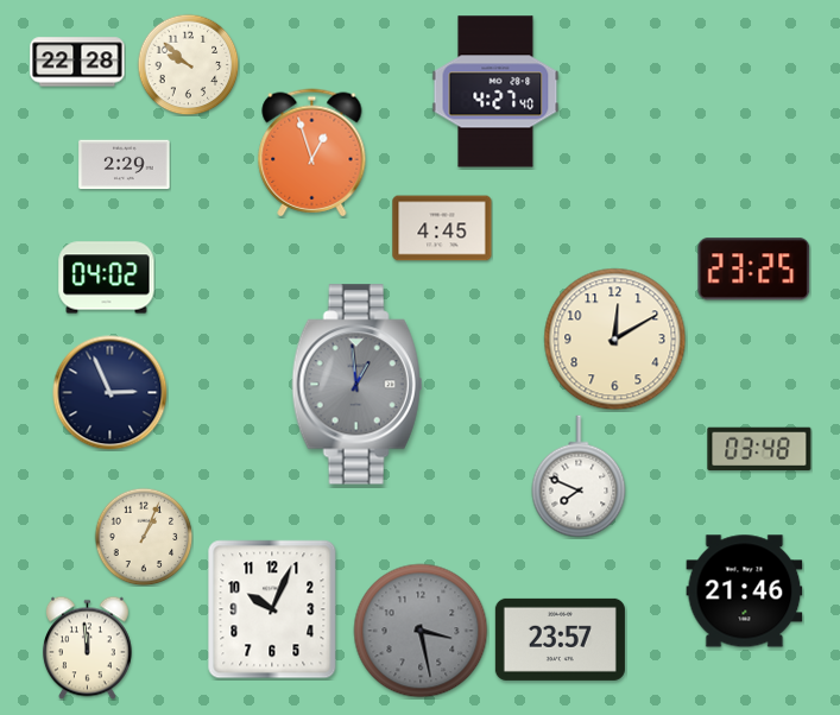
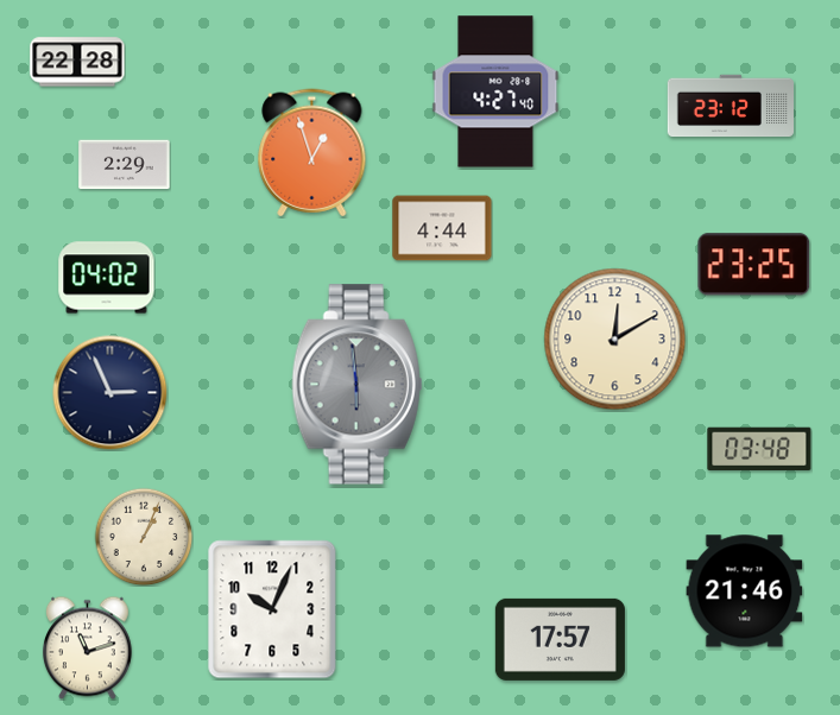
clock at (188, 64): 9:52 -> none
clock at (730, 106): none -> 23:12
clock at (442, 228): 4:45 -> 4:44
clock at (754, 270) position: (754, 270) -> (754, 265)
clock at (358, 385): 12:59 -> 5:59
clock at (579, 476): 7:49 -> none
clock at (421, 631): 3:28 -> none
clock at (560, 639): 23:57 -> 17:57
clock at (87, 647): 11:59 -> 11:12
